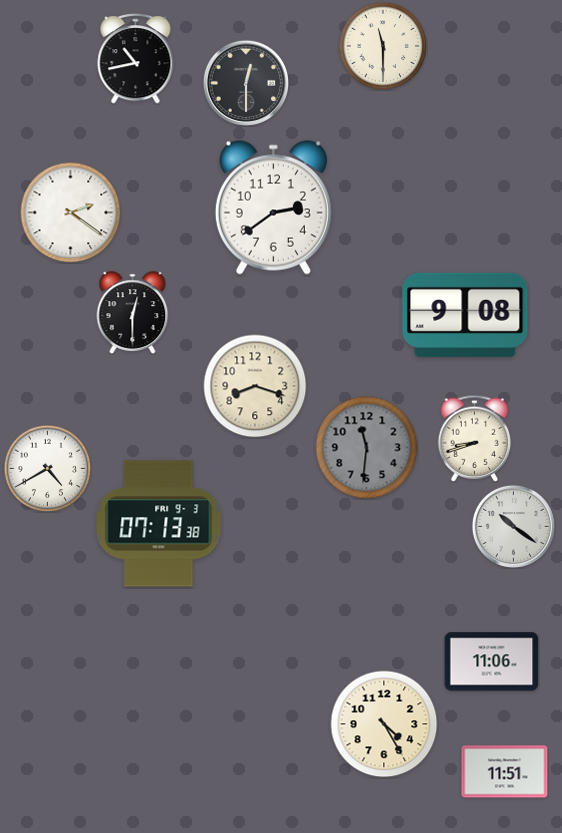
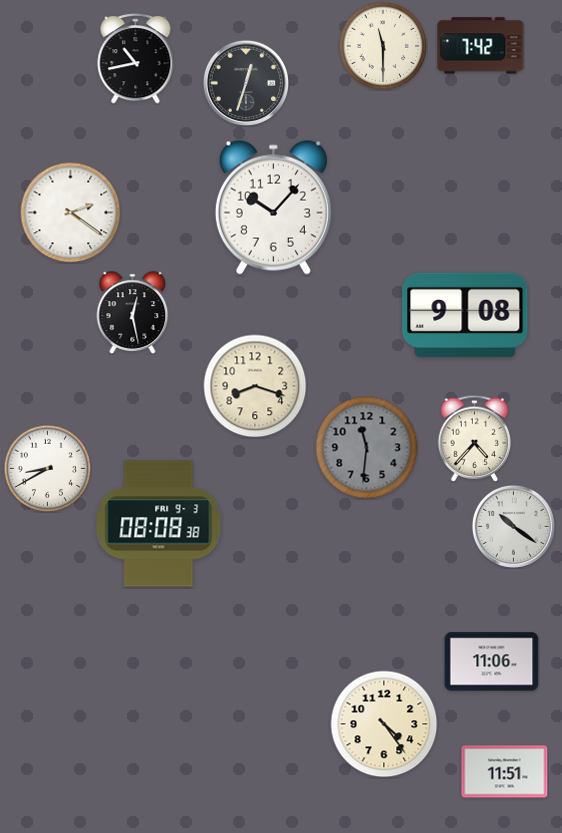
clock at (481, 46): none -> 7:42
clock at (245, 82): 12:30 -> 12:33
clock at (273, 207): 2:39 -> 10:07
clock at (133, 313): 12:30 -> 12:28
clock at (475, 438): 8:42 -> 4:37
clock at (47, 468): 4:40 -> 8:40
clock at (159, 524): 07:13 -> 08:08
clock at (384, 724): 4:25 -> 4:24
